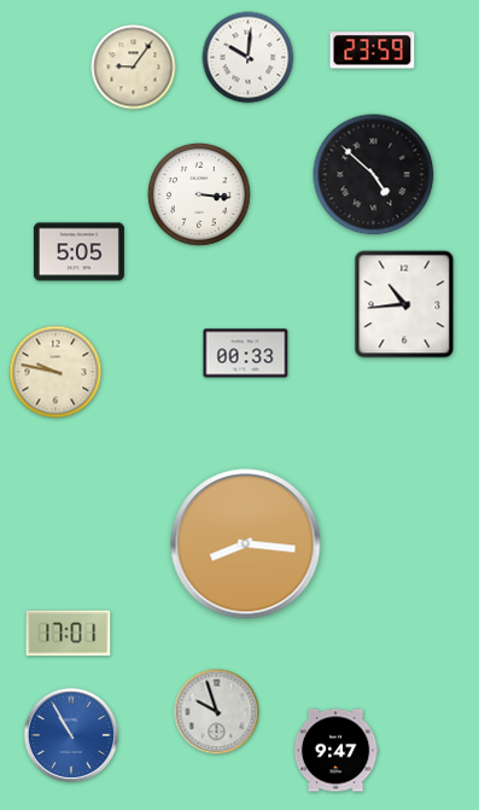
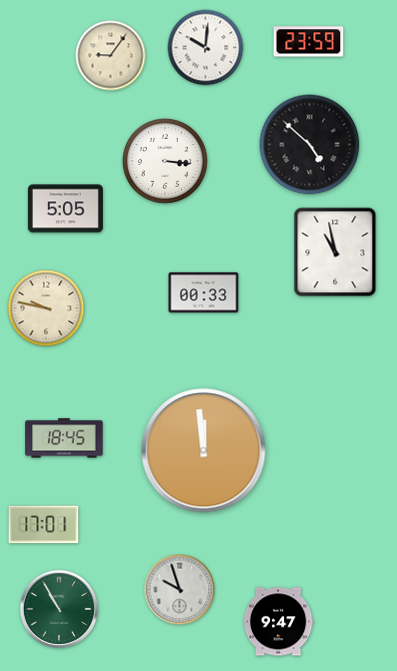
clock at (404, 304): 10:44 -> 10:58
clock at (64, 438): none -> 18:45
clock at (246, 544): 8:16 -> 11:59
clock at (69, 634) position: (69, 634) -> (44, 525)
clock at (70, 734) dial: blue -> green
